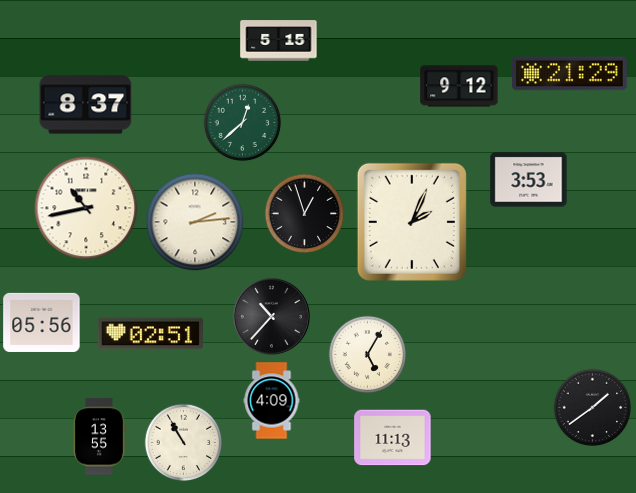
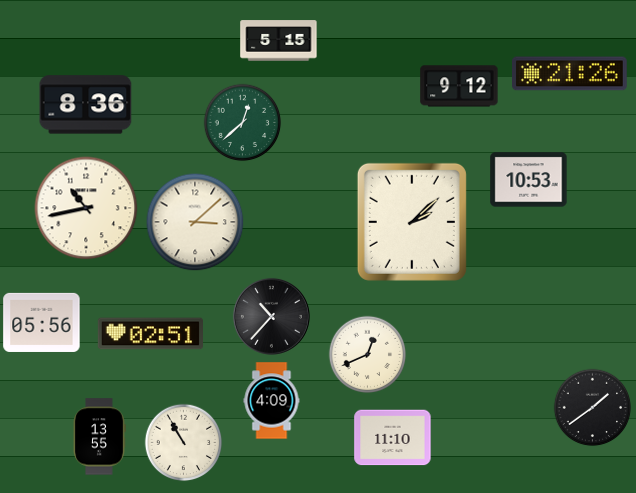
clock at (570, 74): 21:29 -> 21:26
clock at (86, 105): 8:37 -> 8:36
clock at (529, 180): 3:53 -> 10:53
clock at (304, 213): 12:57 -> none
clock at (195, 222): 2:14 -> 3:08
clock at (412, 222): 2:04 -> 2:08
clock at (367, 354): 5:05 -> 12:41
clock at (393, 438): 11:13 -> 11:10
